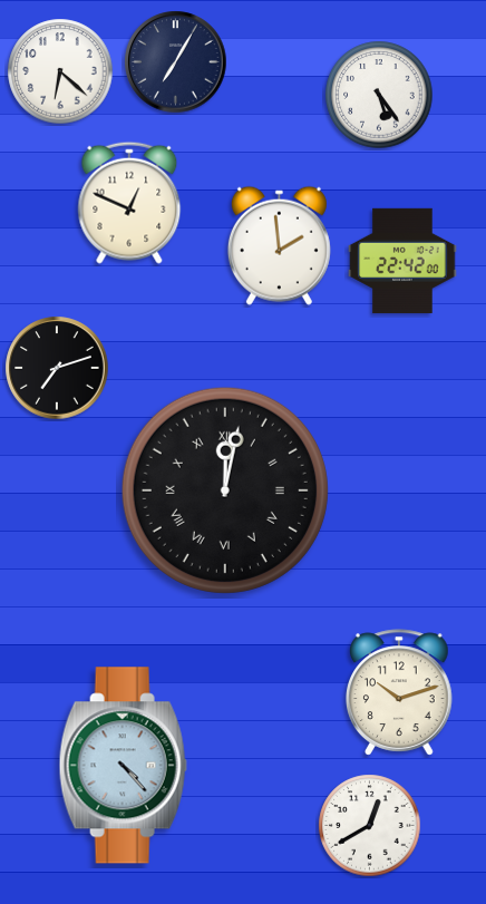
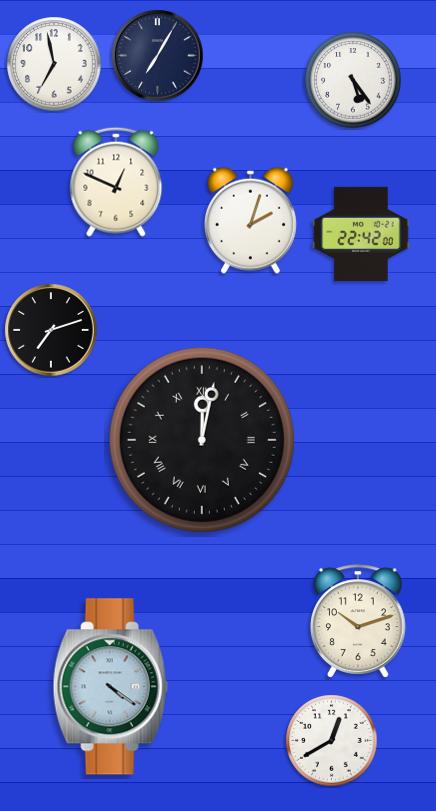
clock at (60, 71): 6:22 -> 6:58
clock at (379, 95) position: (379, 95) -> (353, 80)
clock at (279, 245): 1:59 -> 2:03
clock at (123, 766): 4:23 -> 4:21
